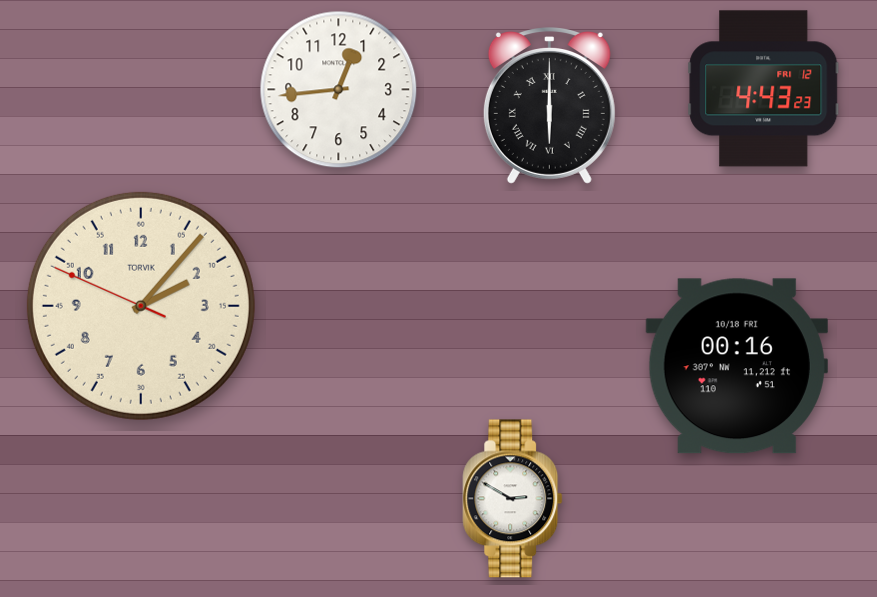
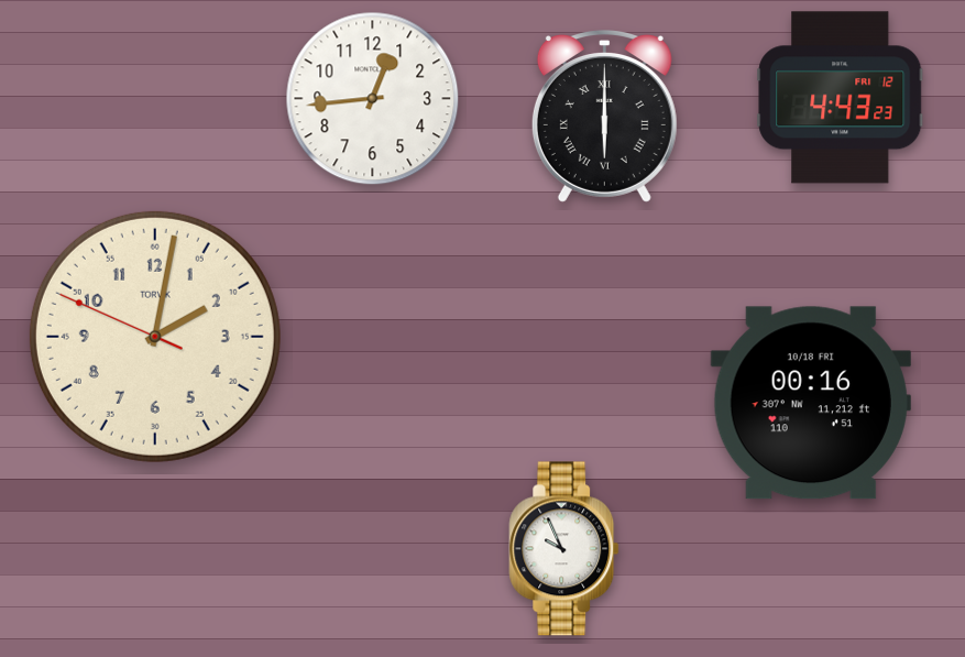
clock at (141, 306): 2:06 -> 2:01
clock at (513, 499): 2:50 -> 9:56
